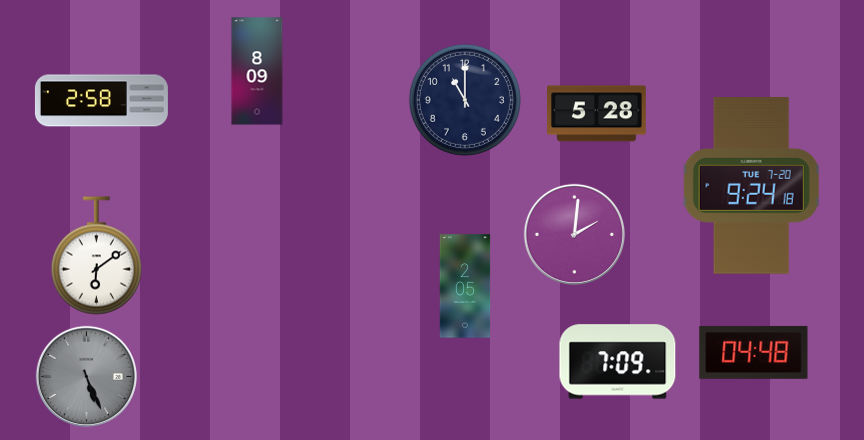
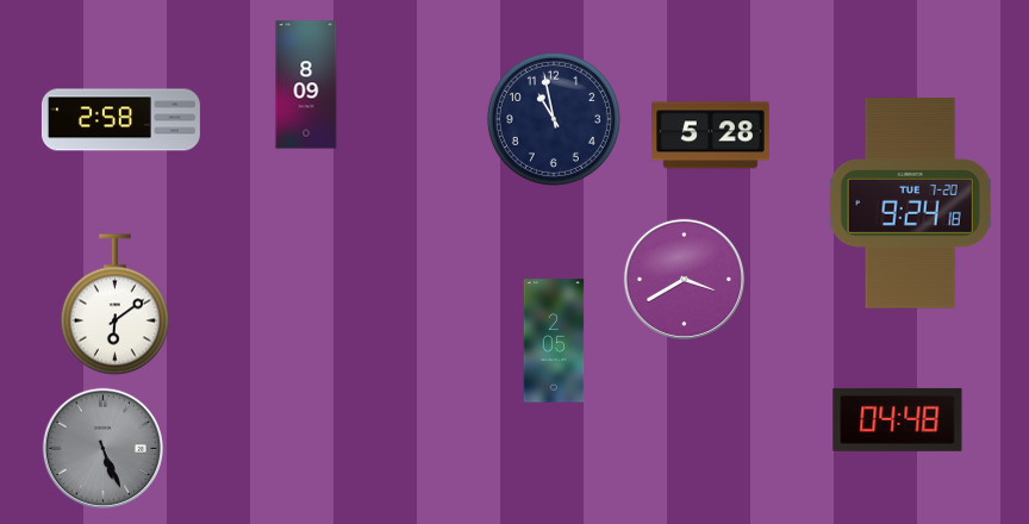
clock at (465, 100): 11:00 -> 10:58
clock at (751, 186) position: (751, 186) -> (910, 204)
clock at (574, 234): 2:01 -> 3:40
clock at (618, 362): 7:09 -> none
